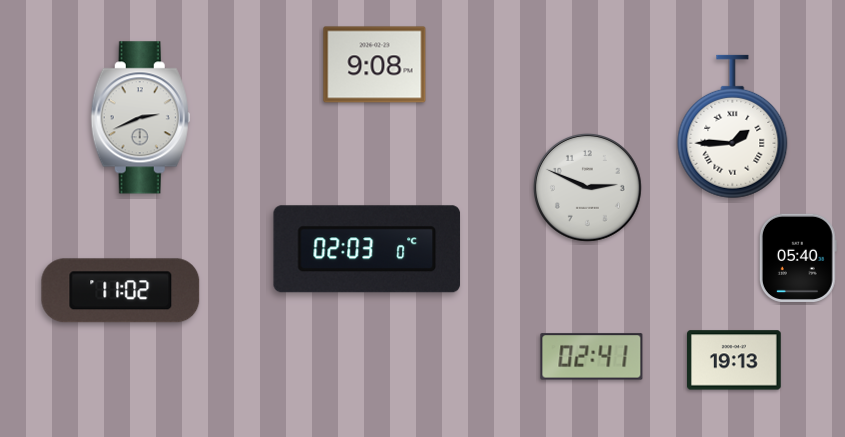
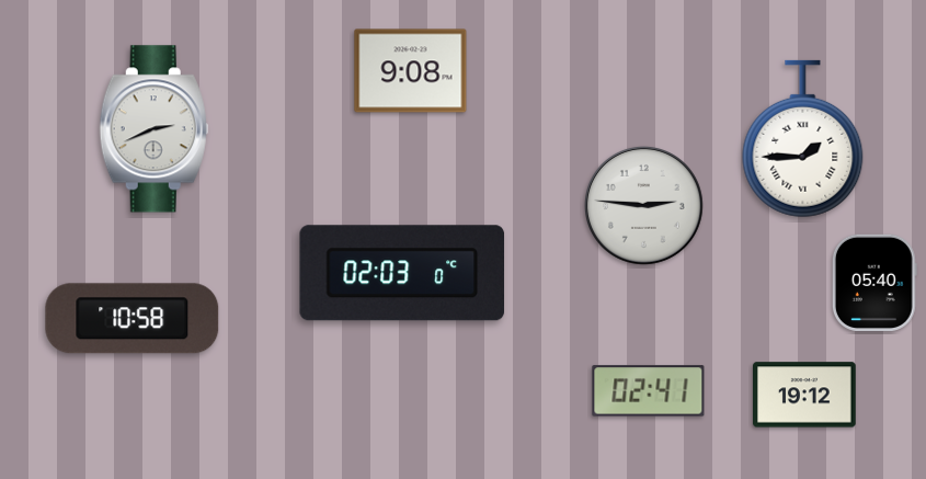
clock at (587, 187): 2:49 -> 2:46
clock at (121, 291): 11:02 -> 10:58
clock at (735, 360): 19:13 -> 19:12
